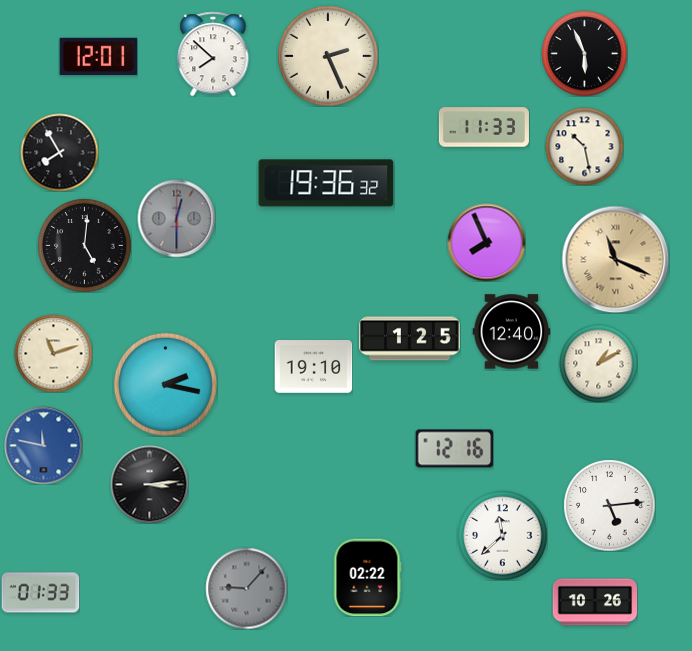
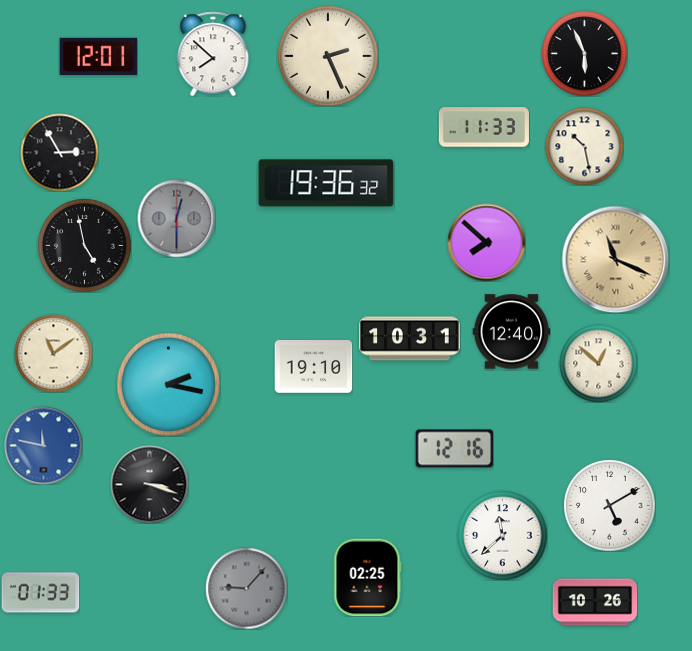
clock at (59, 152): 7:55 -> 2:55
clock at (486, 242): 7:56 -> 7:52
clock at (84, 245): 5:01 -> 4:58
clock at (410, 339): 1:25 -> 10:31
clock at (53, 353): 11:12 -> 11:09
clock at (598, 363): 1:10 -> 12:52
clock at (165, 384) position: (165, 384) -> (168, 384)
clock at (149, 484): 3:14 -> 3:18
clock at (609, 505): 5:14 -> 5:10
clock at (367, 577): 02:22 -> 02:25
